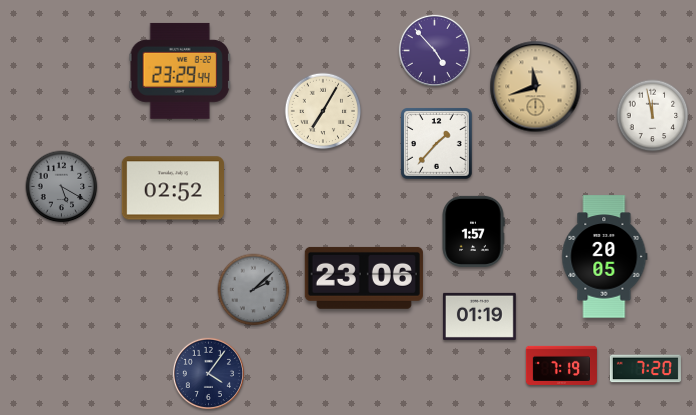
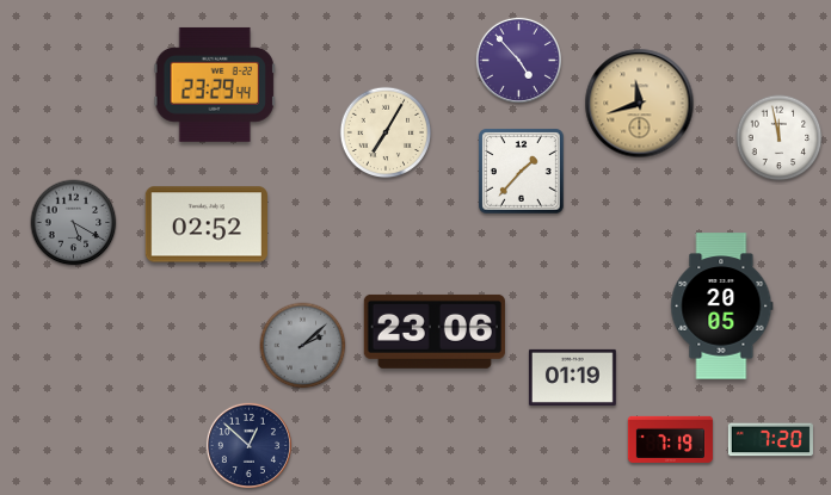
clock at (473, 231): 1:57 -> none
clock at (561, 365) position: (561, 365) -> (670, 439)
clock at (208, 373): 4:06 -> 12:52
